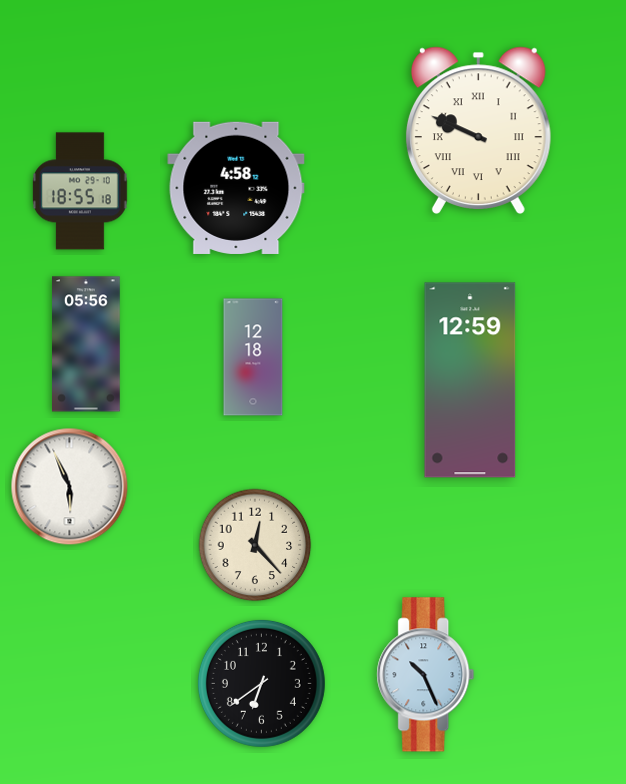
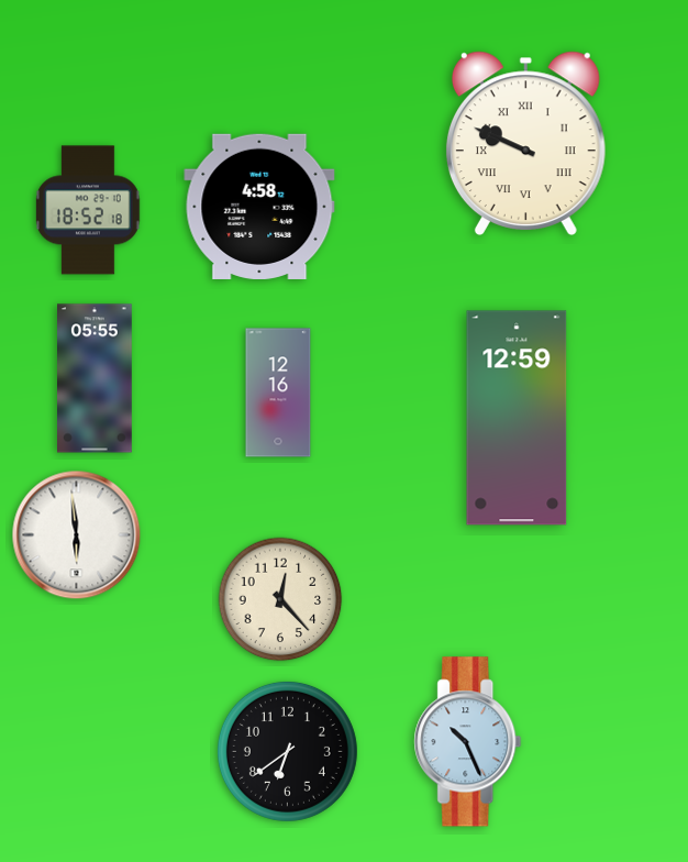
clock at (81, 191): 18:55 -> 18:52
clock at (87, 344): 05:56 -> 05:55
clock at (253, 357): 12:18 -> 12:16
clock at (70, 487): 5:56 -> 5:59
